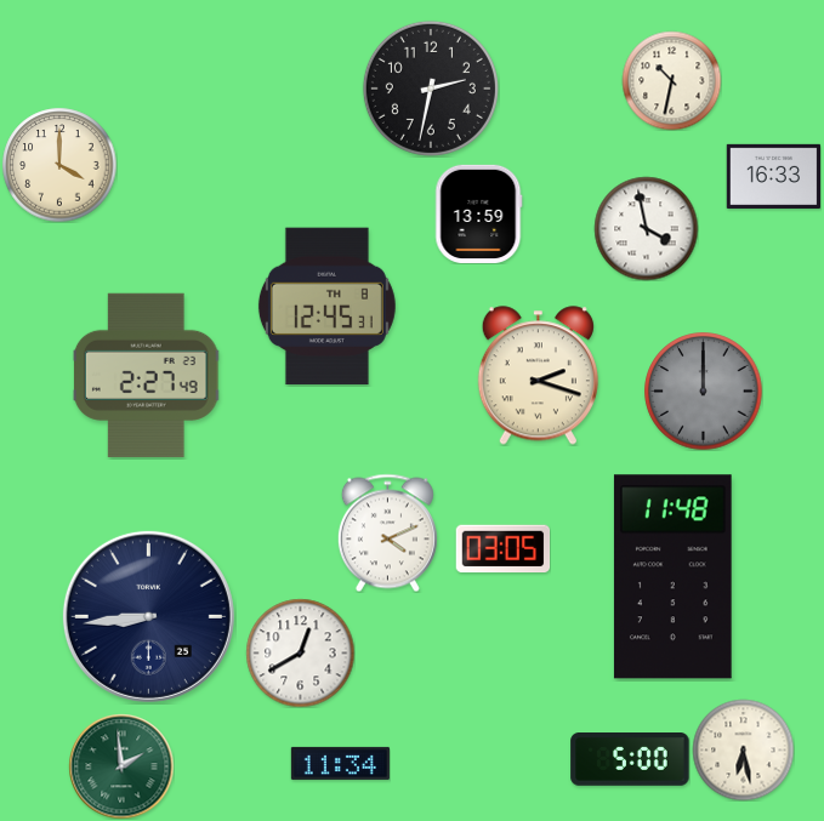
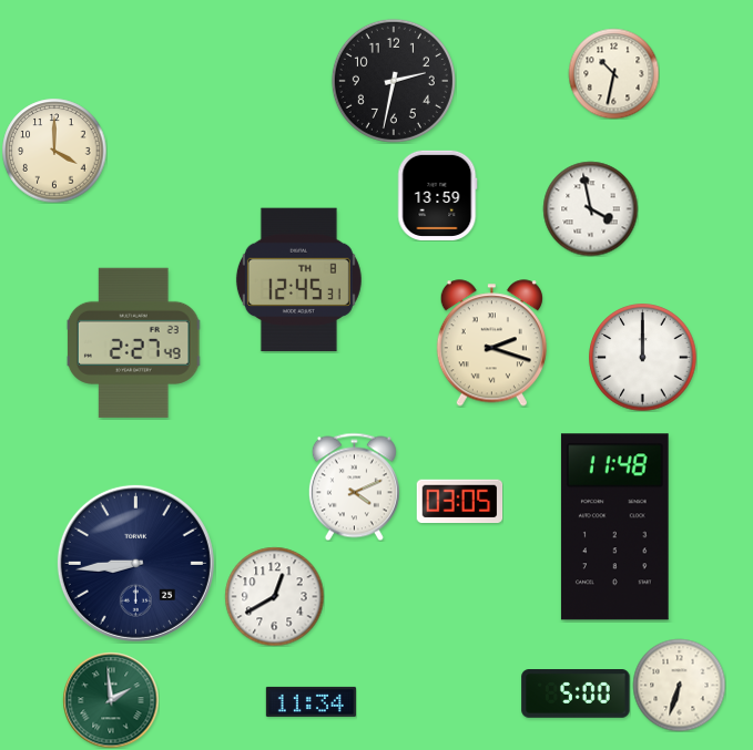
clock at (773, 176): 16:33 -> none
clock at (704, 392) dial: grey -> white
clock at (743, 749): 6:28 -> 6:33
clock at (340, 763) position: (340, 763) -> (311, 701)
